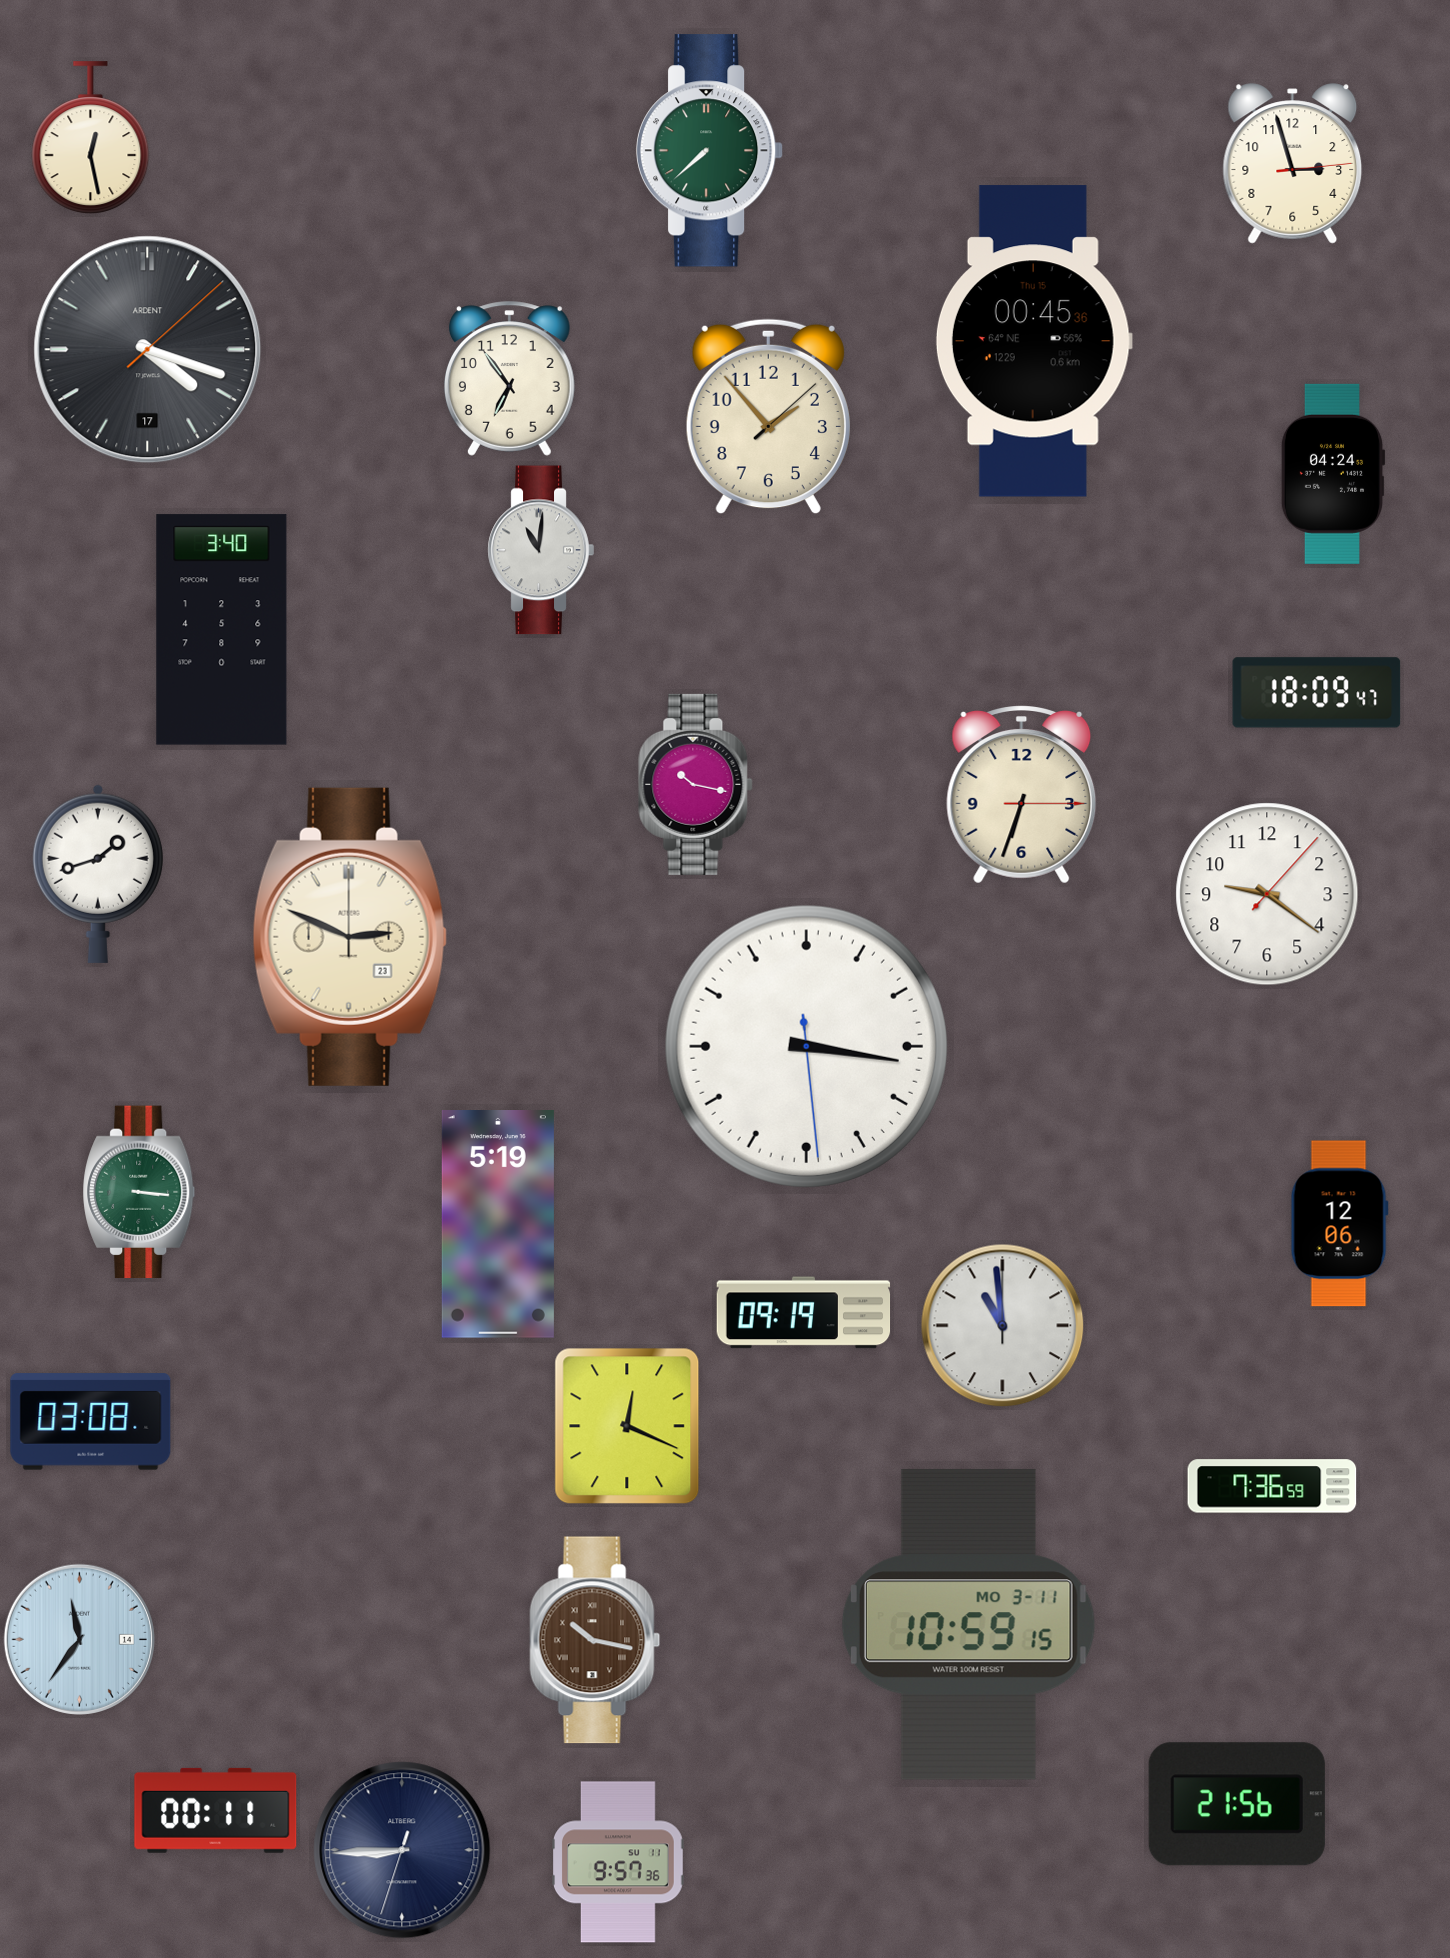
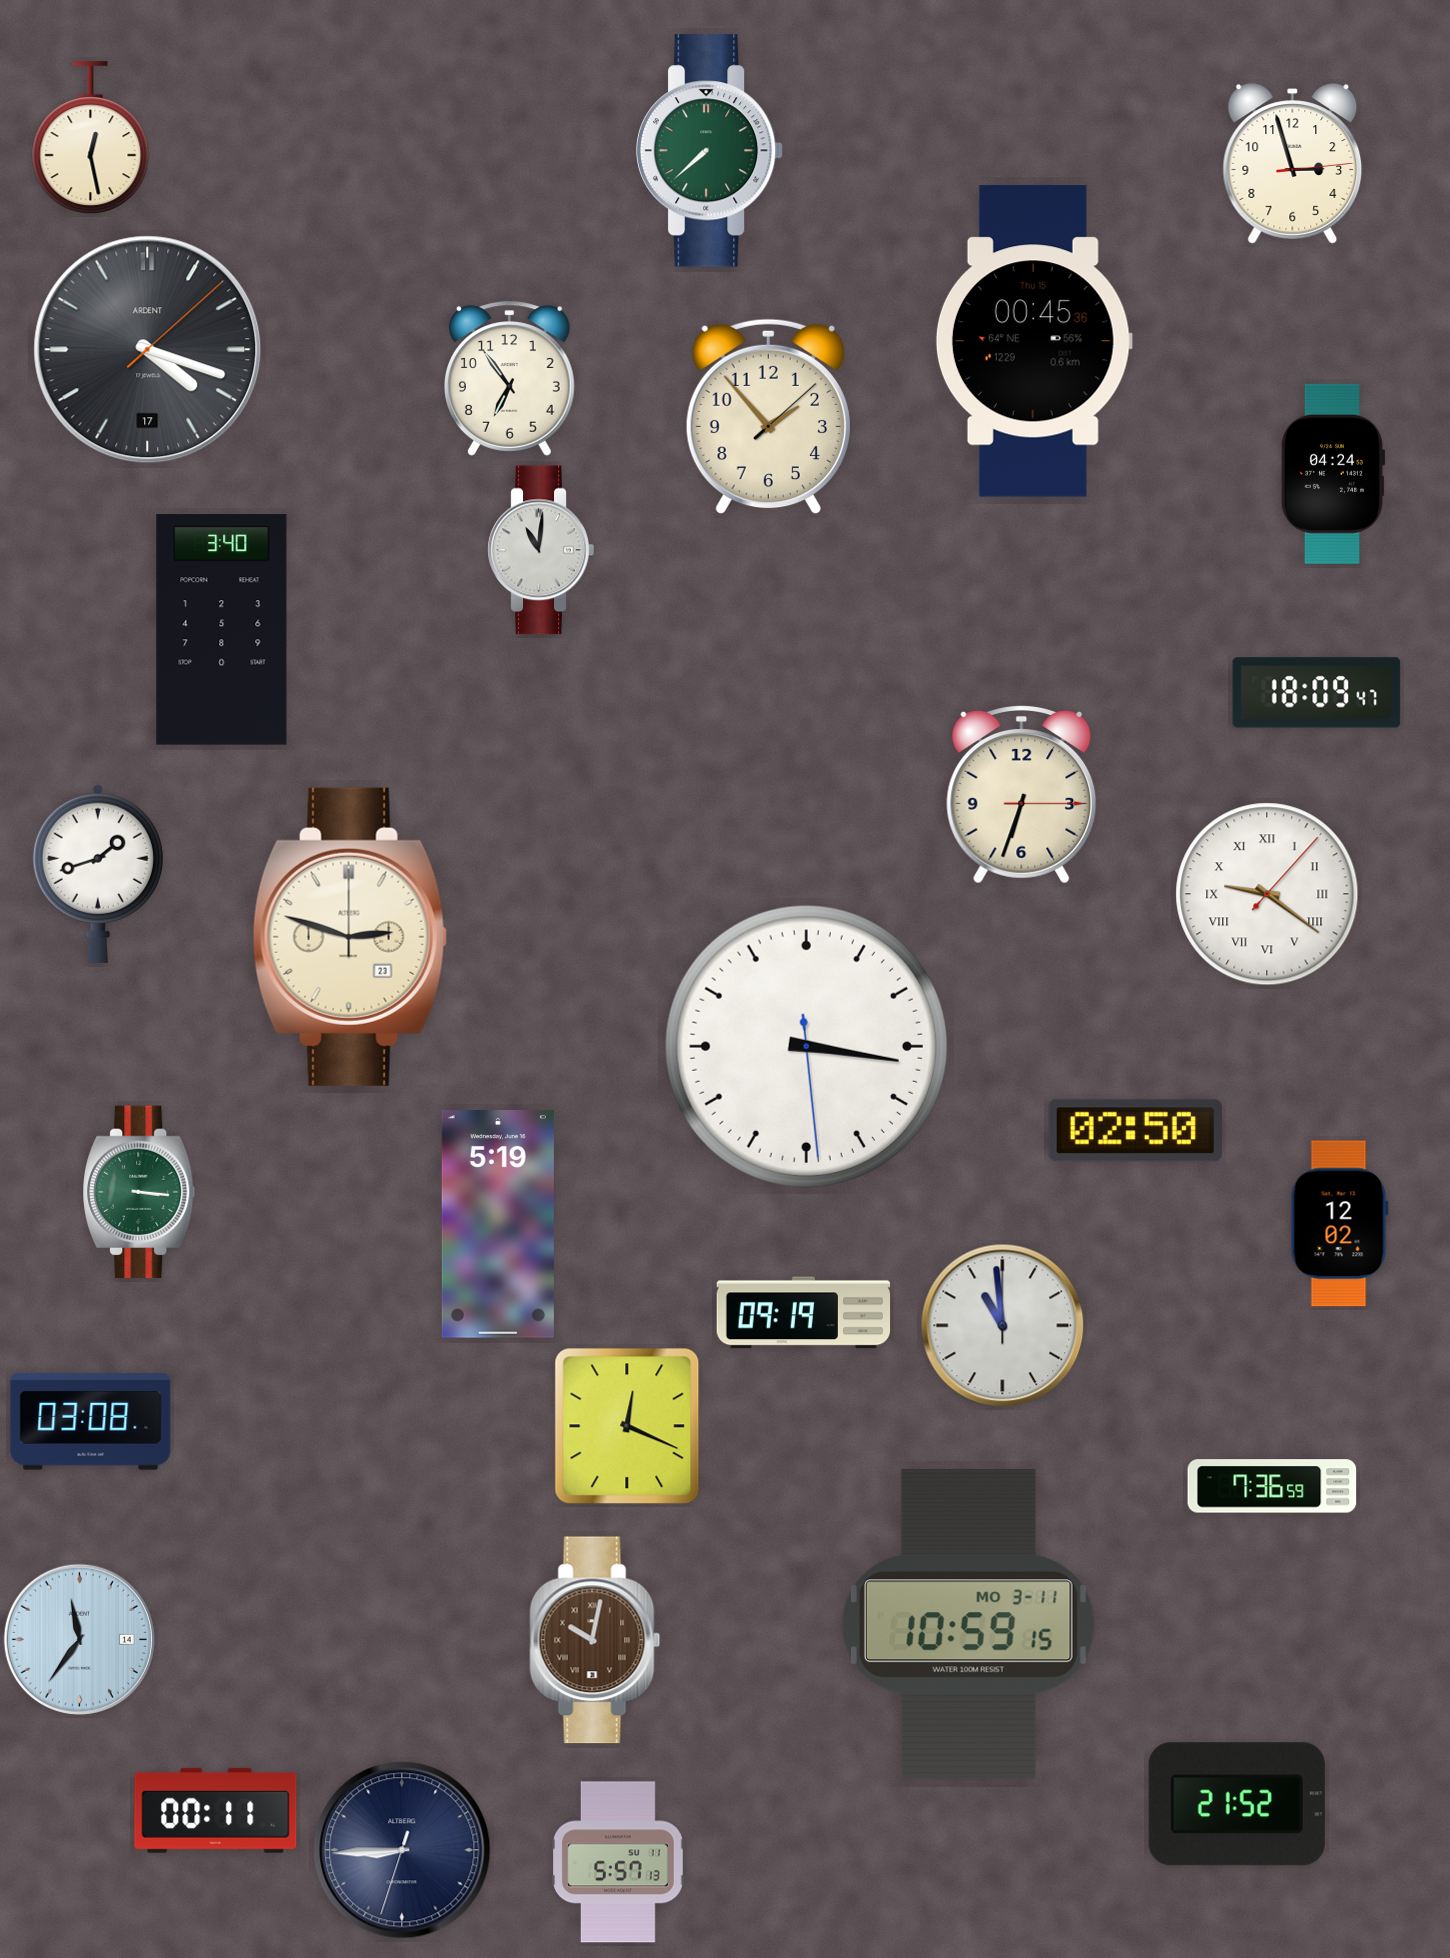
clock at (696, 784): 10:17 -> none
clock at (1267, 894) numerals: Arabic -> Roman
clock at (350, 937): 2:49 -> 2:48
clock at (1135, 1131): none -> 02:50
clock at (1339, 1224): 12:06 -> 12:02
clock at (595, 1640): 10:17 -> 10:02
clock at (1237, 1804): 21:56 -> 21:52
clock at (619, 1862): 9:57 -> 5:57
